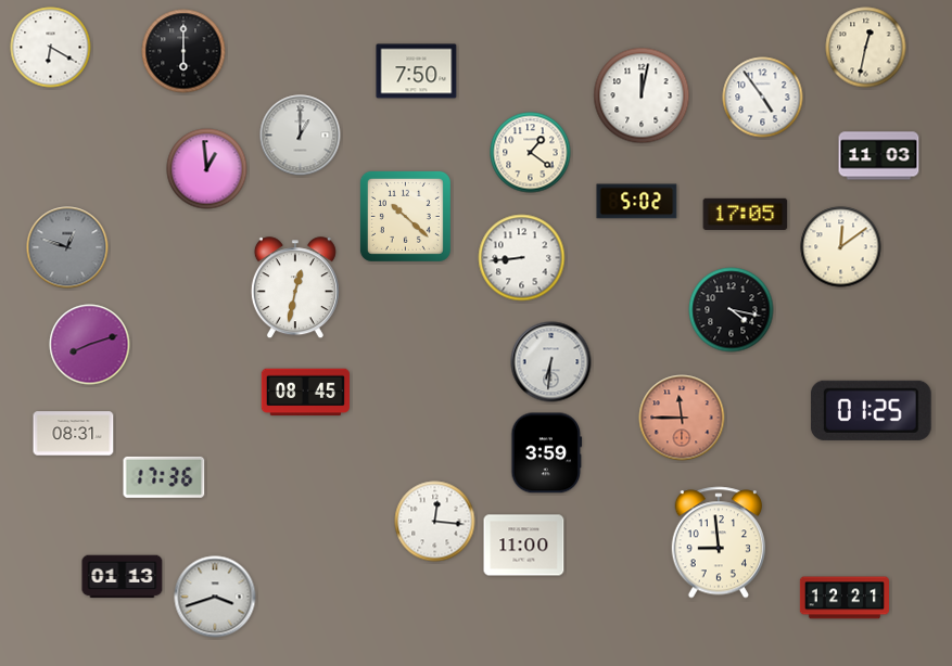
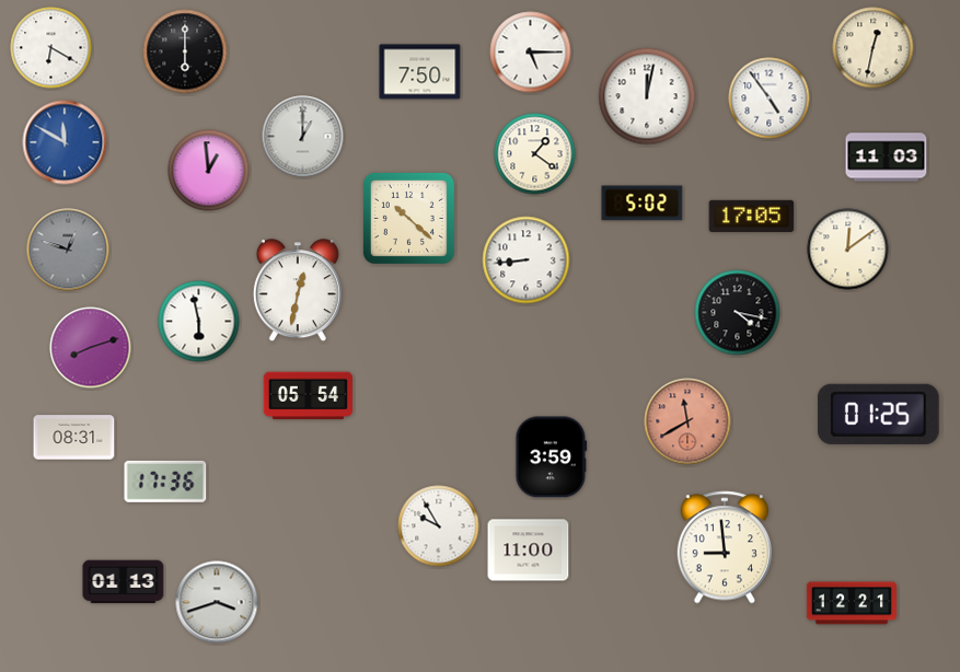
clock at (531, 53): none -> 5:15
clock at (65, 142): none -> 11:50
clock at (199, 322): none -> 5:58
clock at (551, 362): 6:31 -> none
clock at (305, 393): 08:45 -> 05:54
clock at (682, 418): 11:45 -> 11:40
clock at (435, 522): 12:16 -> 9:55
